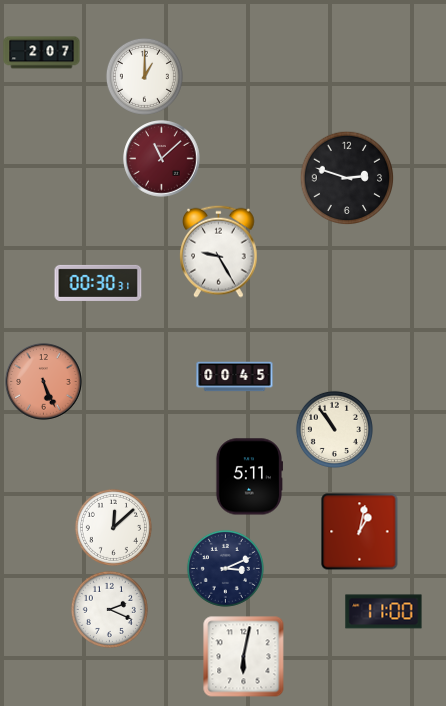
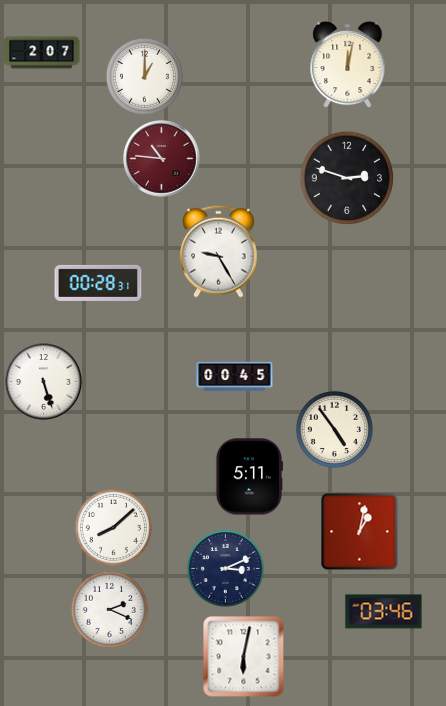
clock at (348, 64): none -> 12:02
clock at (162, 159): 11:08 -> 10:46
clock at (98, 283): 00:30 -> 00:28
clock at (44, 382): 5:26 -> 5:27
clock at (44, 382) dial: salmon -> white
clock at (334, 429): 10:54 -> 4:54
clock at (113, 527): 12:08 -> 8:08
clock at (384, 612): 11:00 -> 03:46
